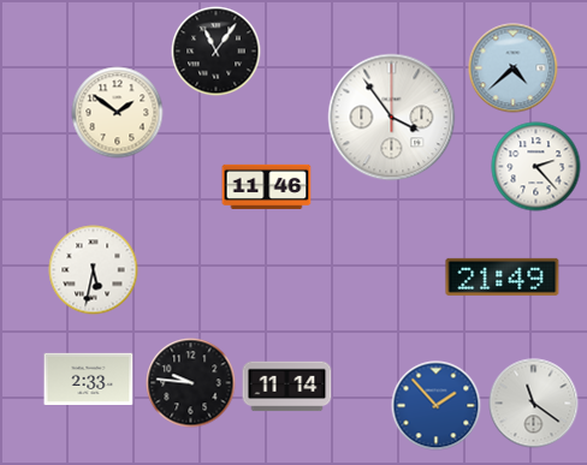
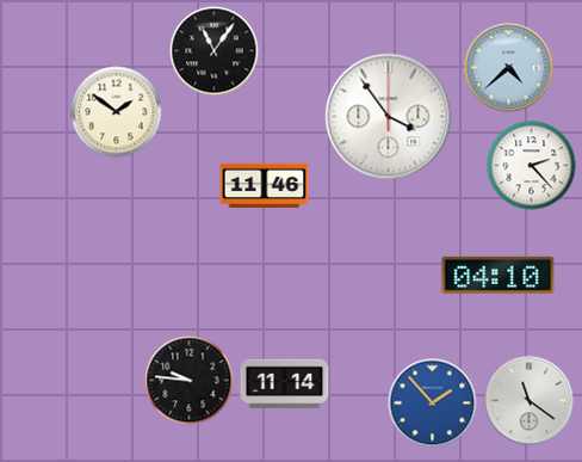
clock at (94, 270): 5:32 -> none
clock at (503, 276): 21:49 -> 04:10
clock at (89, 378): 2:33 -> none
